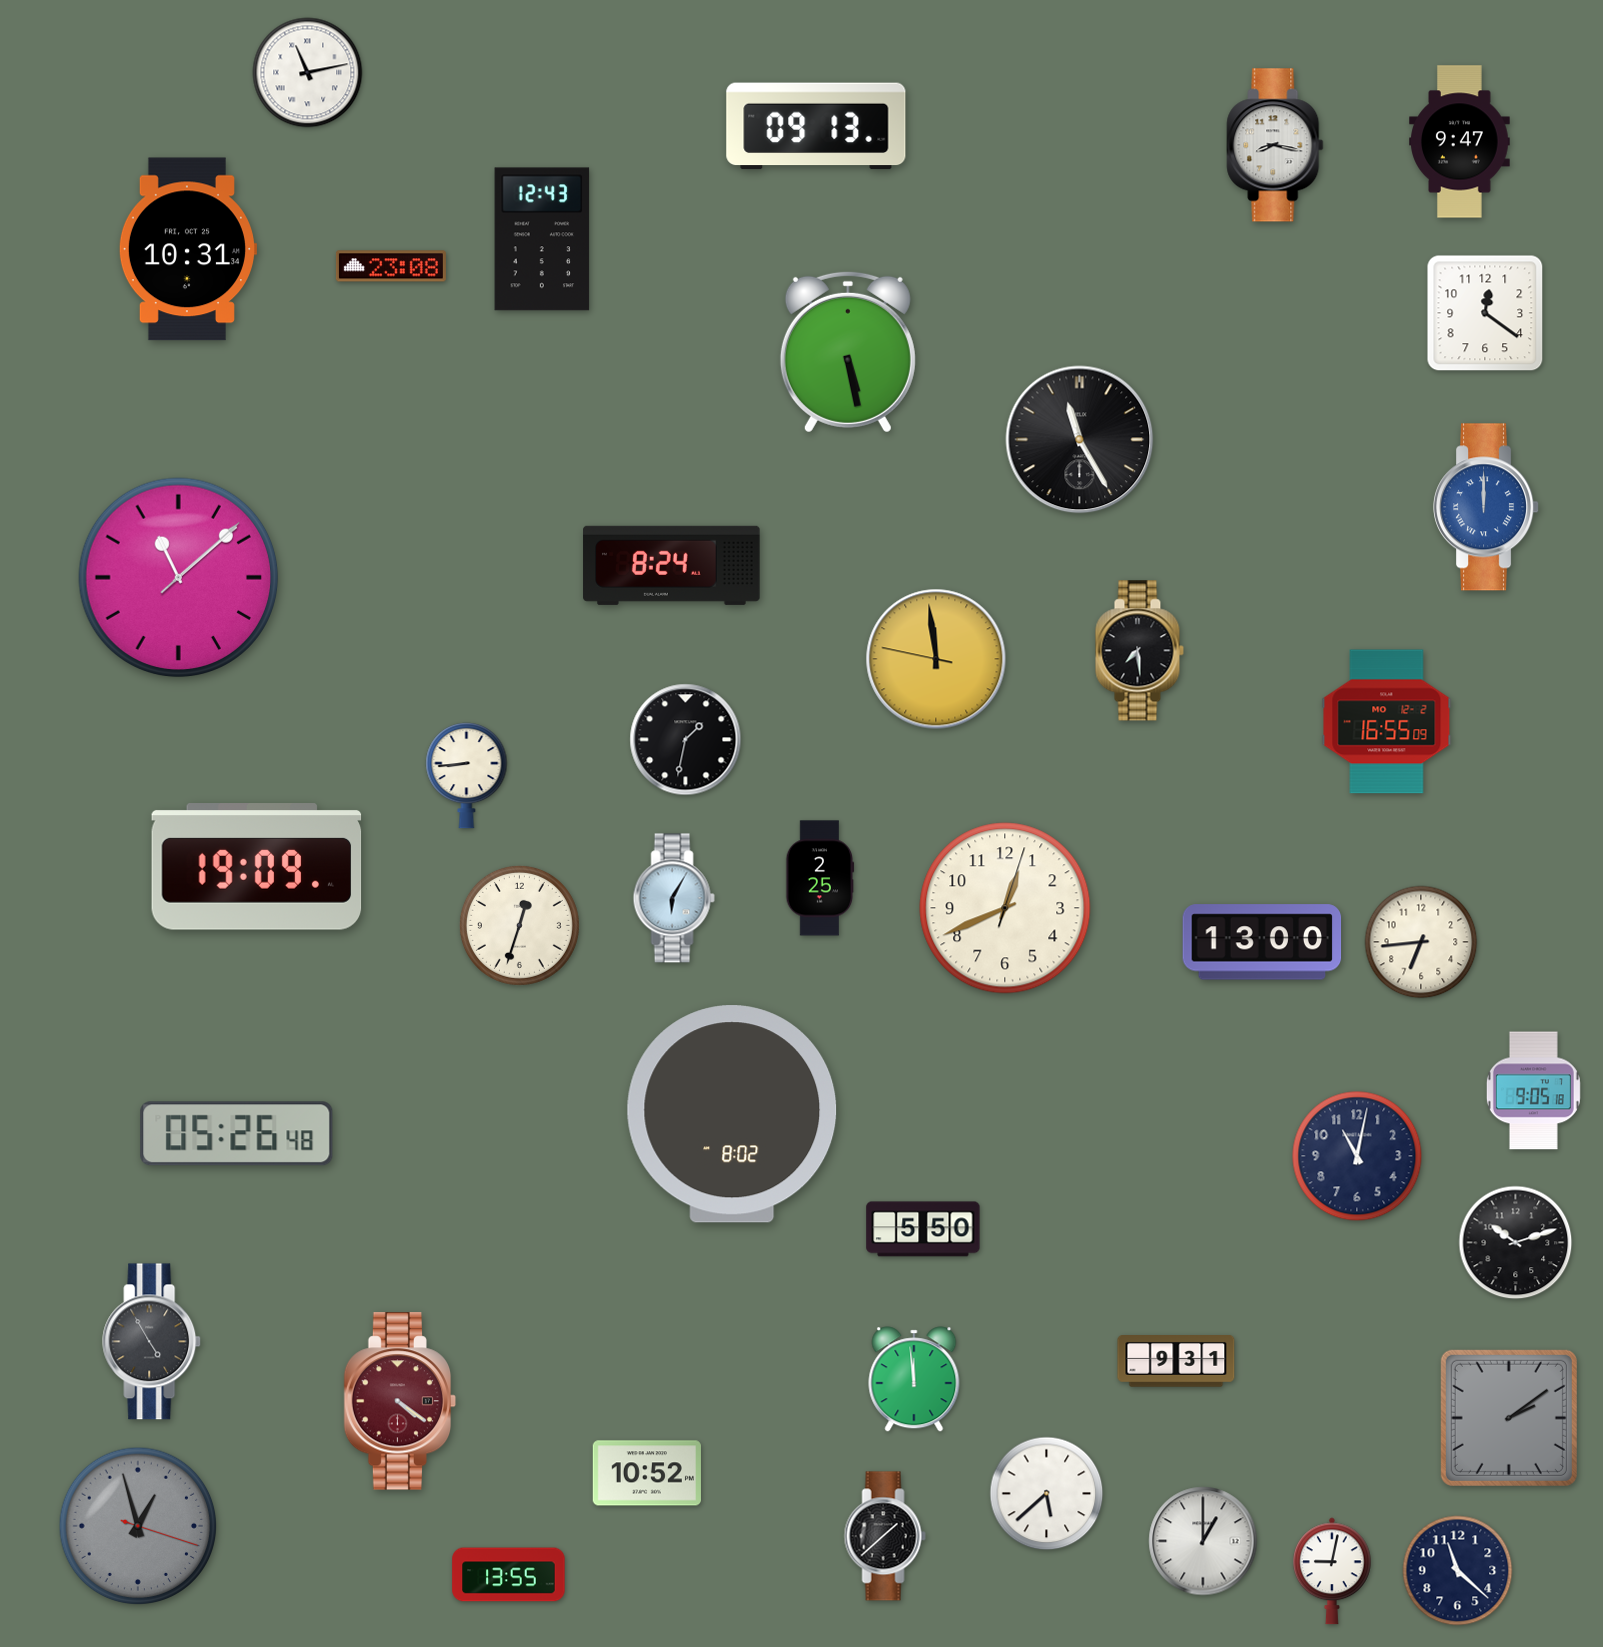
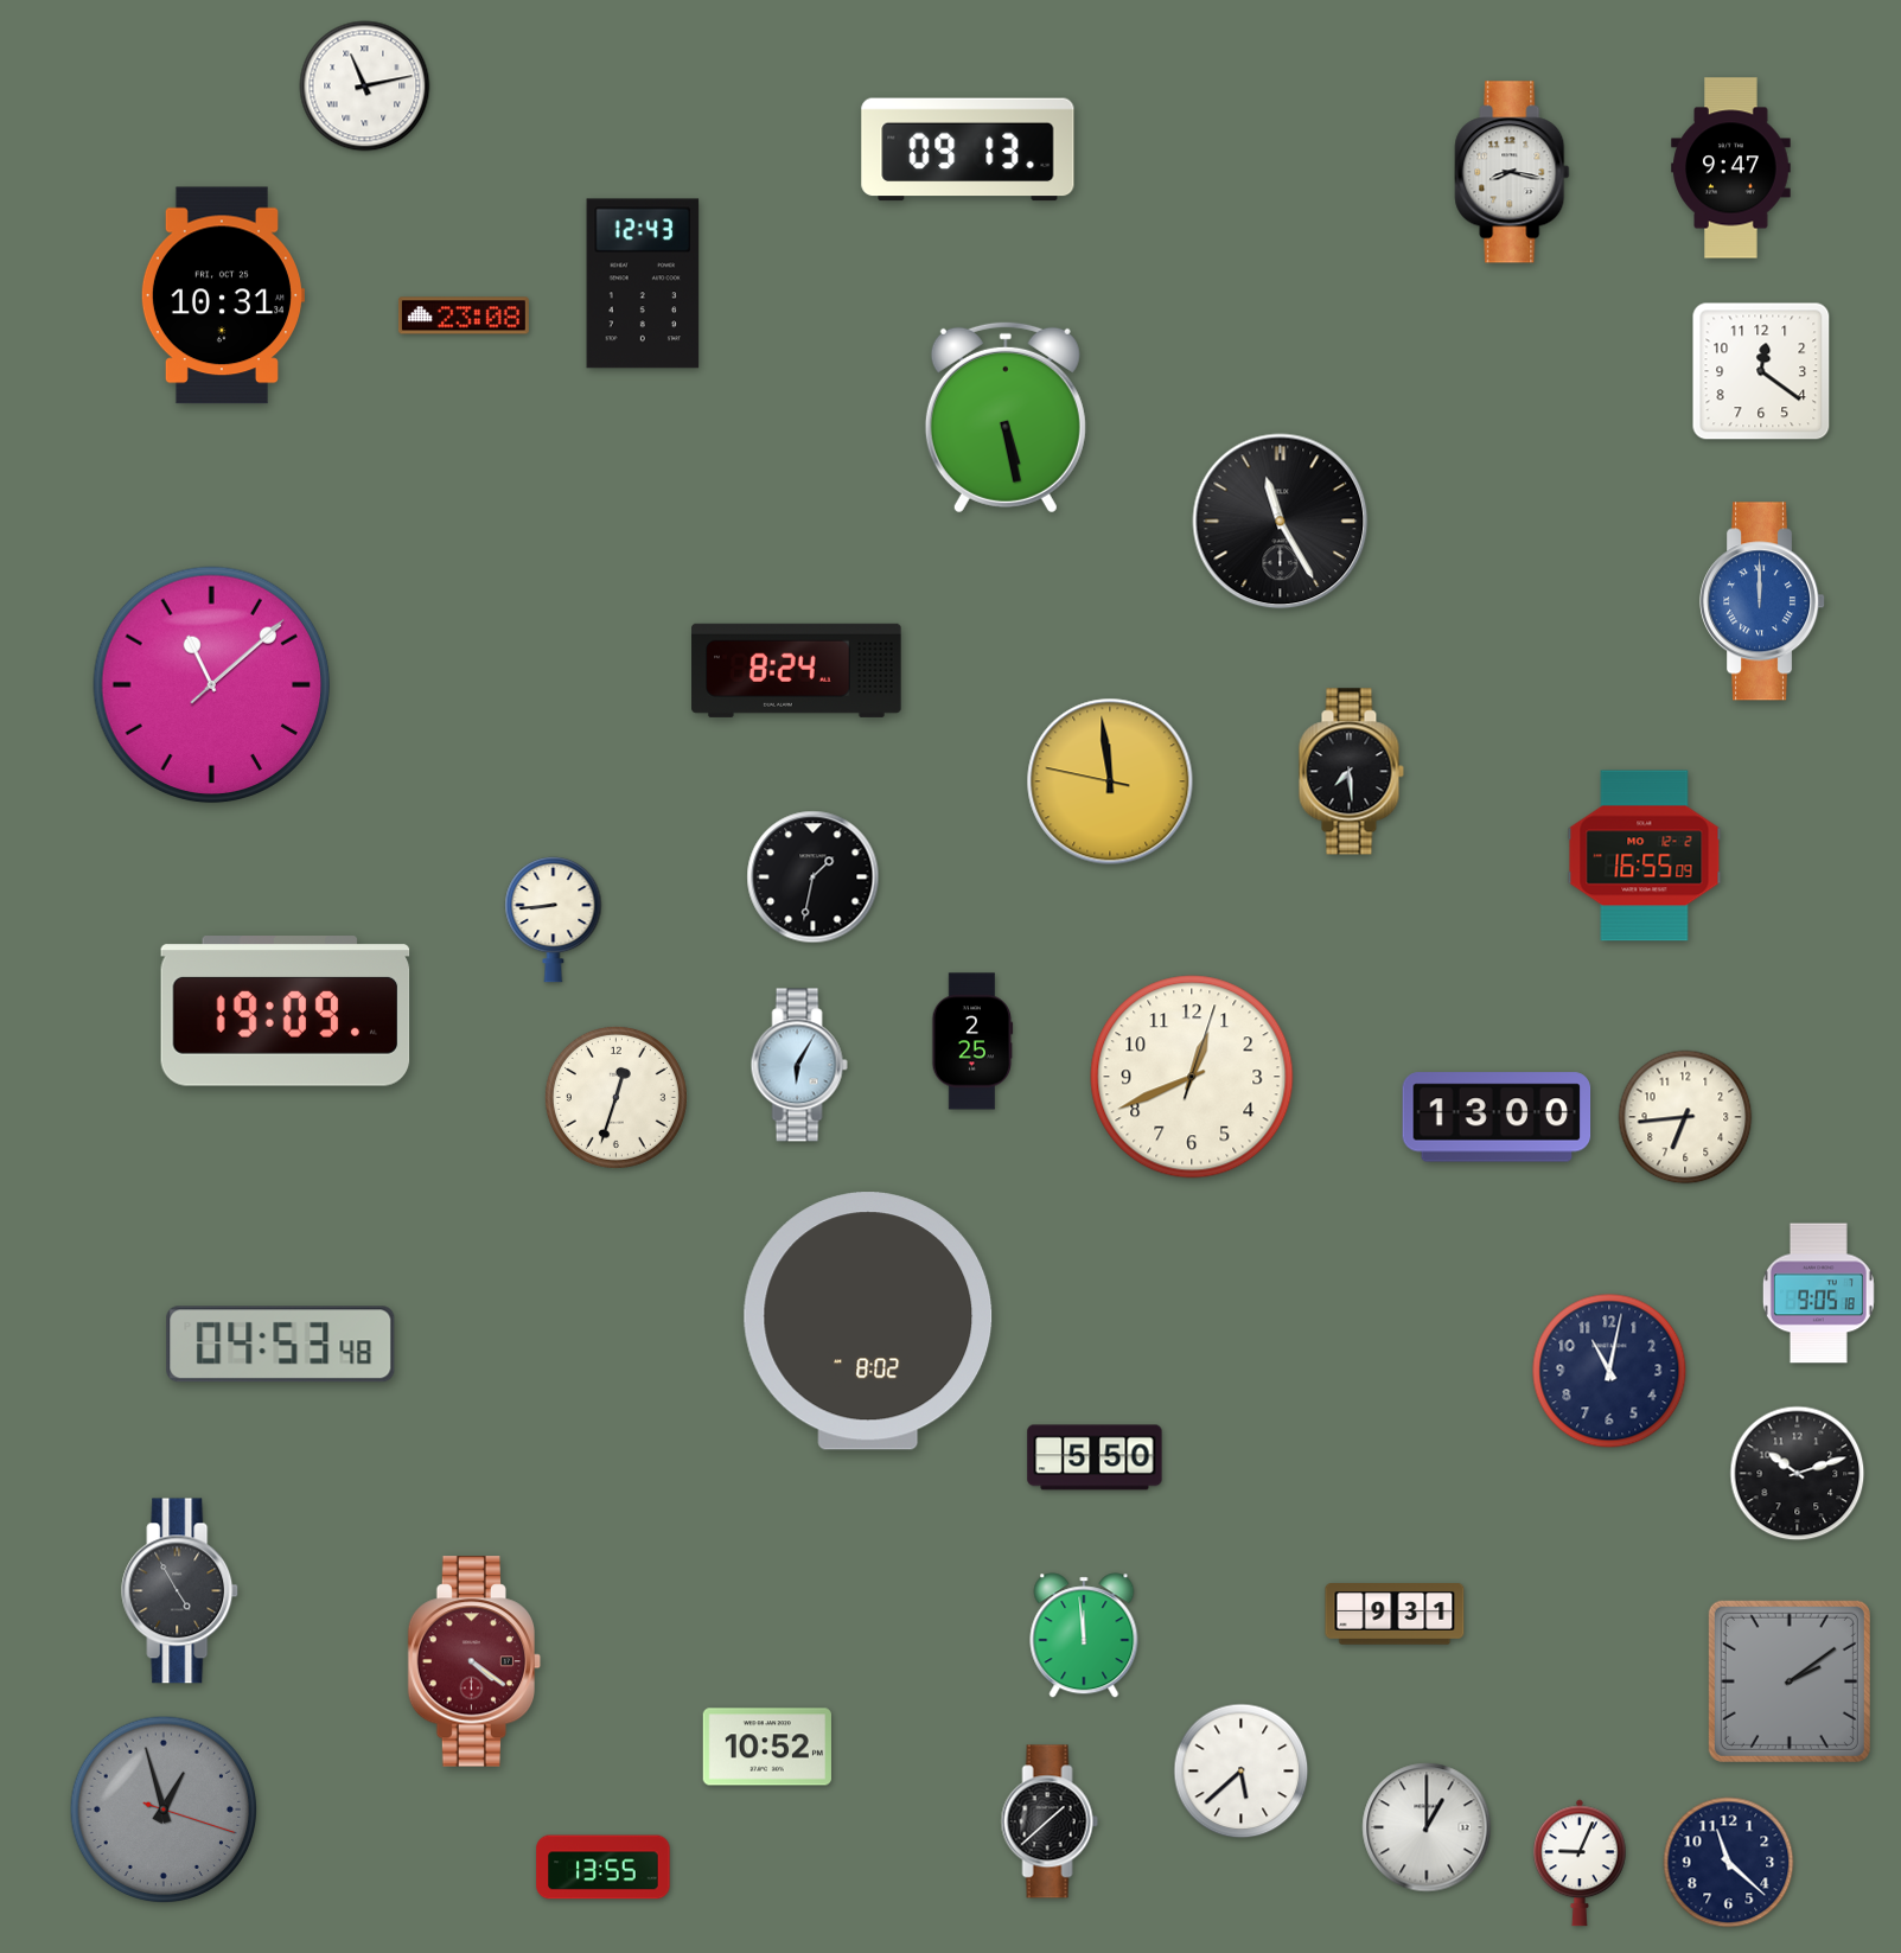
clock at (257, 867) position: (257, 867) -> (286, 1011)
clock at (237, 1134): 05:26 -> 04:53
clock at (1333, 1571): 9:02 -> 9:04
